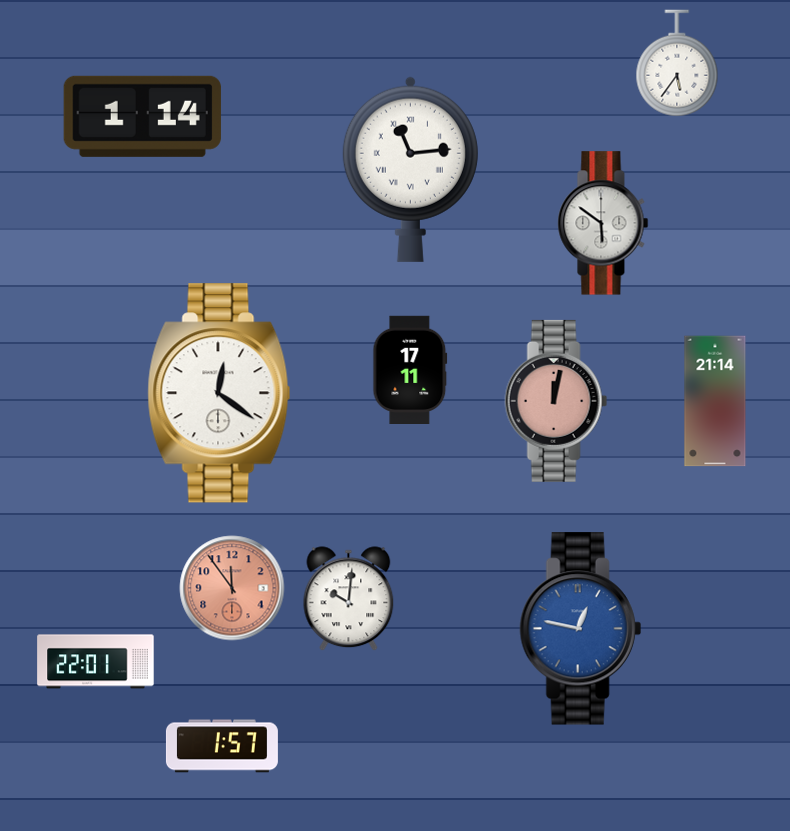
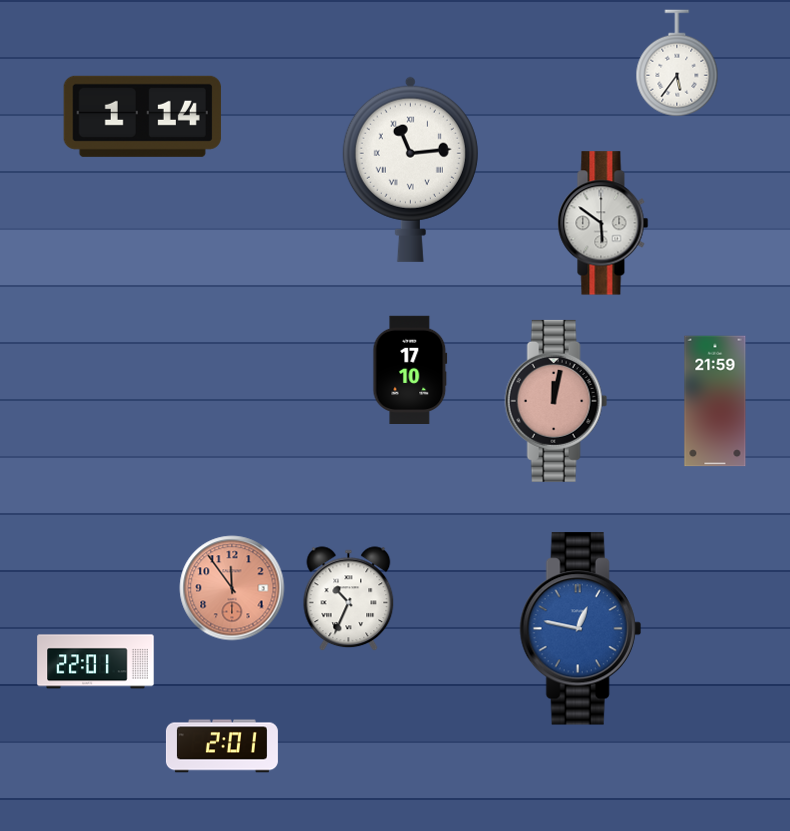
clock at (410, 369): 17:11 -> 17:10
clock at (219, 393): 12:21 -> none
clock at (715, 401): 21:14 -> 21:59
clock at (349, 599): 10:01 -> 10:34
clock at (222, 746): 1:57 -> 2:01
